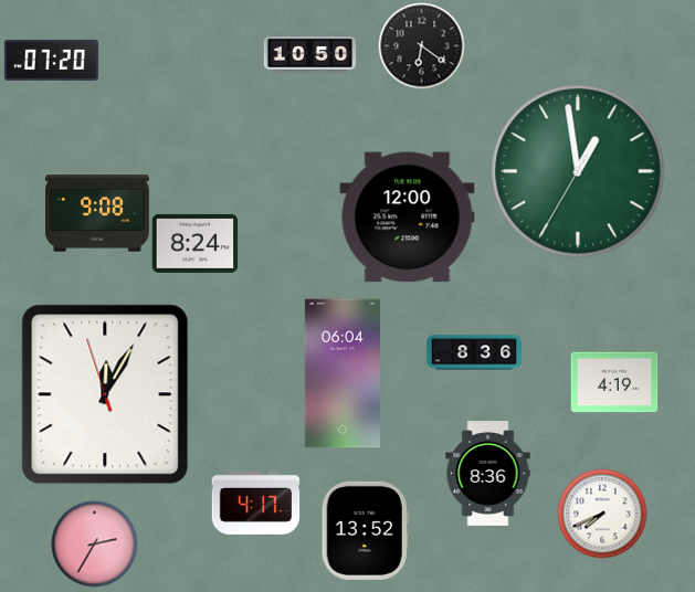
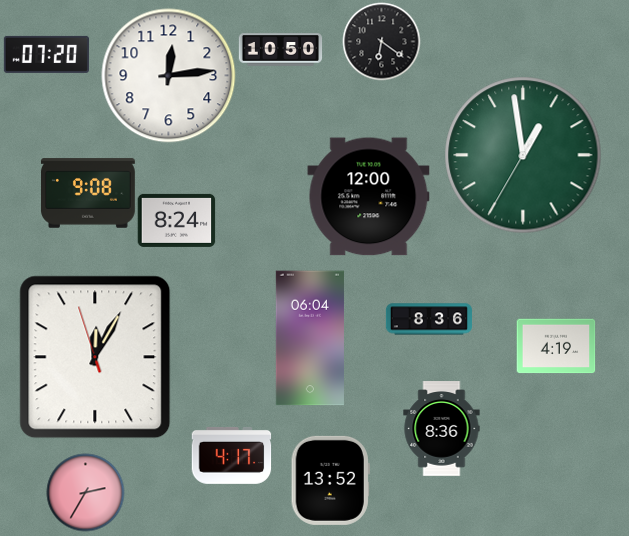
clock at (169, 76): none -> 12:14
clock at (602, 514): 7:41 -> none
